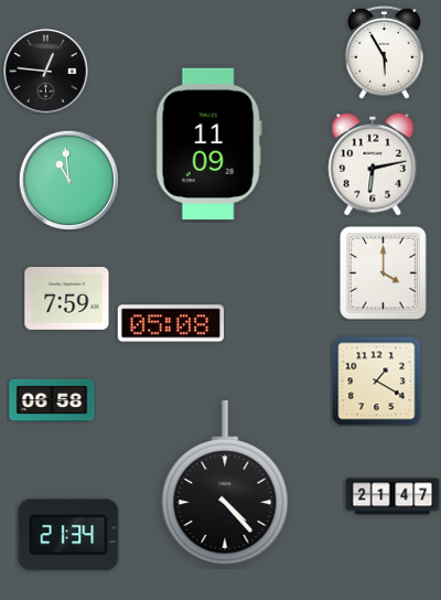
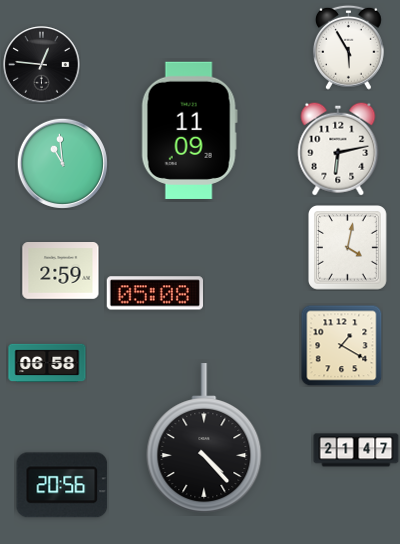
clock at (384, 274): 4:00 -> 4:02
clock at (67, 299): 7:59 -> 2:59
clock at (68, 535): 21:34 -> 20:56
